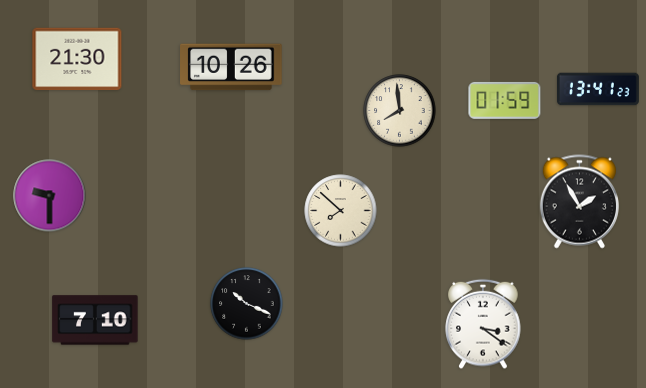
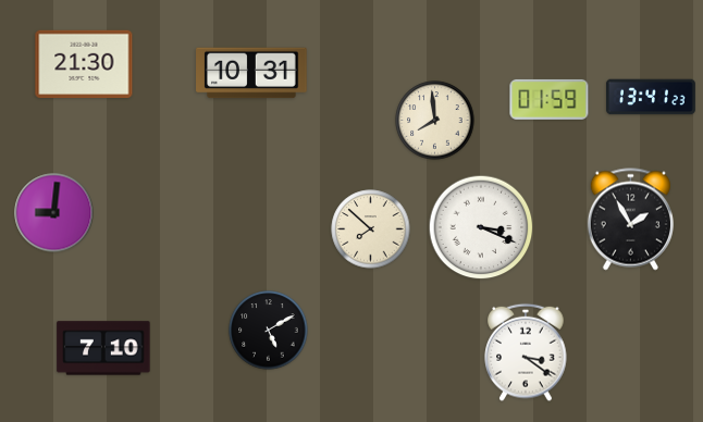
clock at (231, 67): 10:26 -> 10:31
clock at (505, 100) position: (505, 100) -> (550, 99)
clock at (50, 196): 9:30 -> 9:01
clock at (481, 227): none -> 3:19
clock at (247, 304): 10:19 -> 5:10
